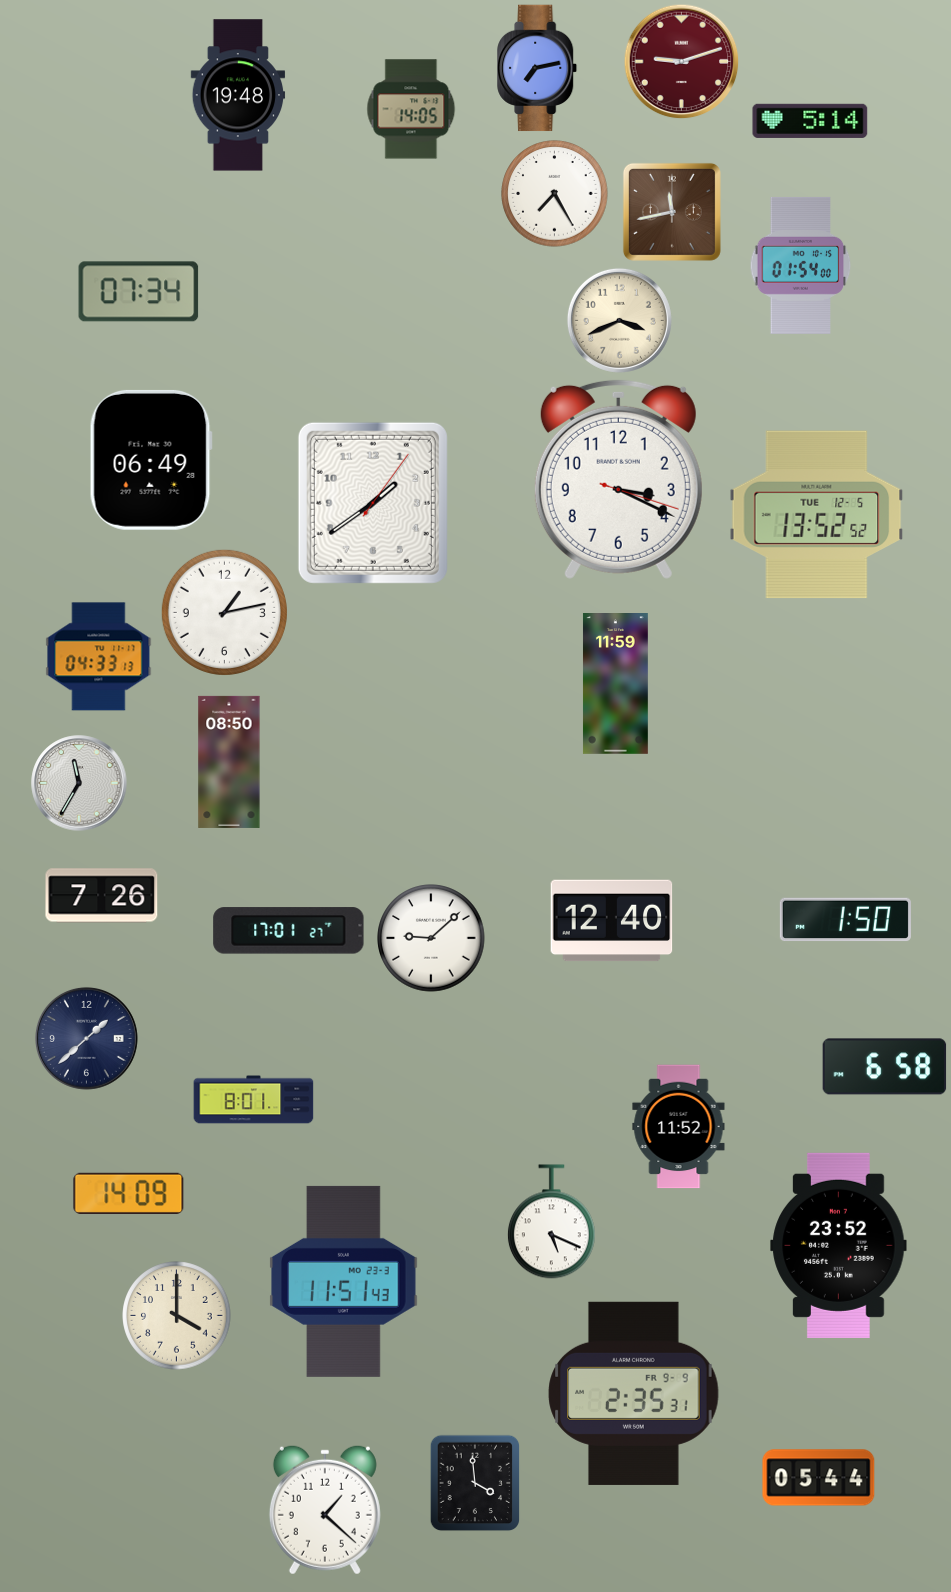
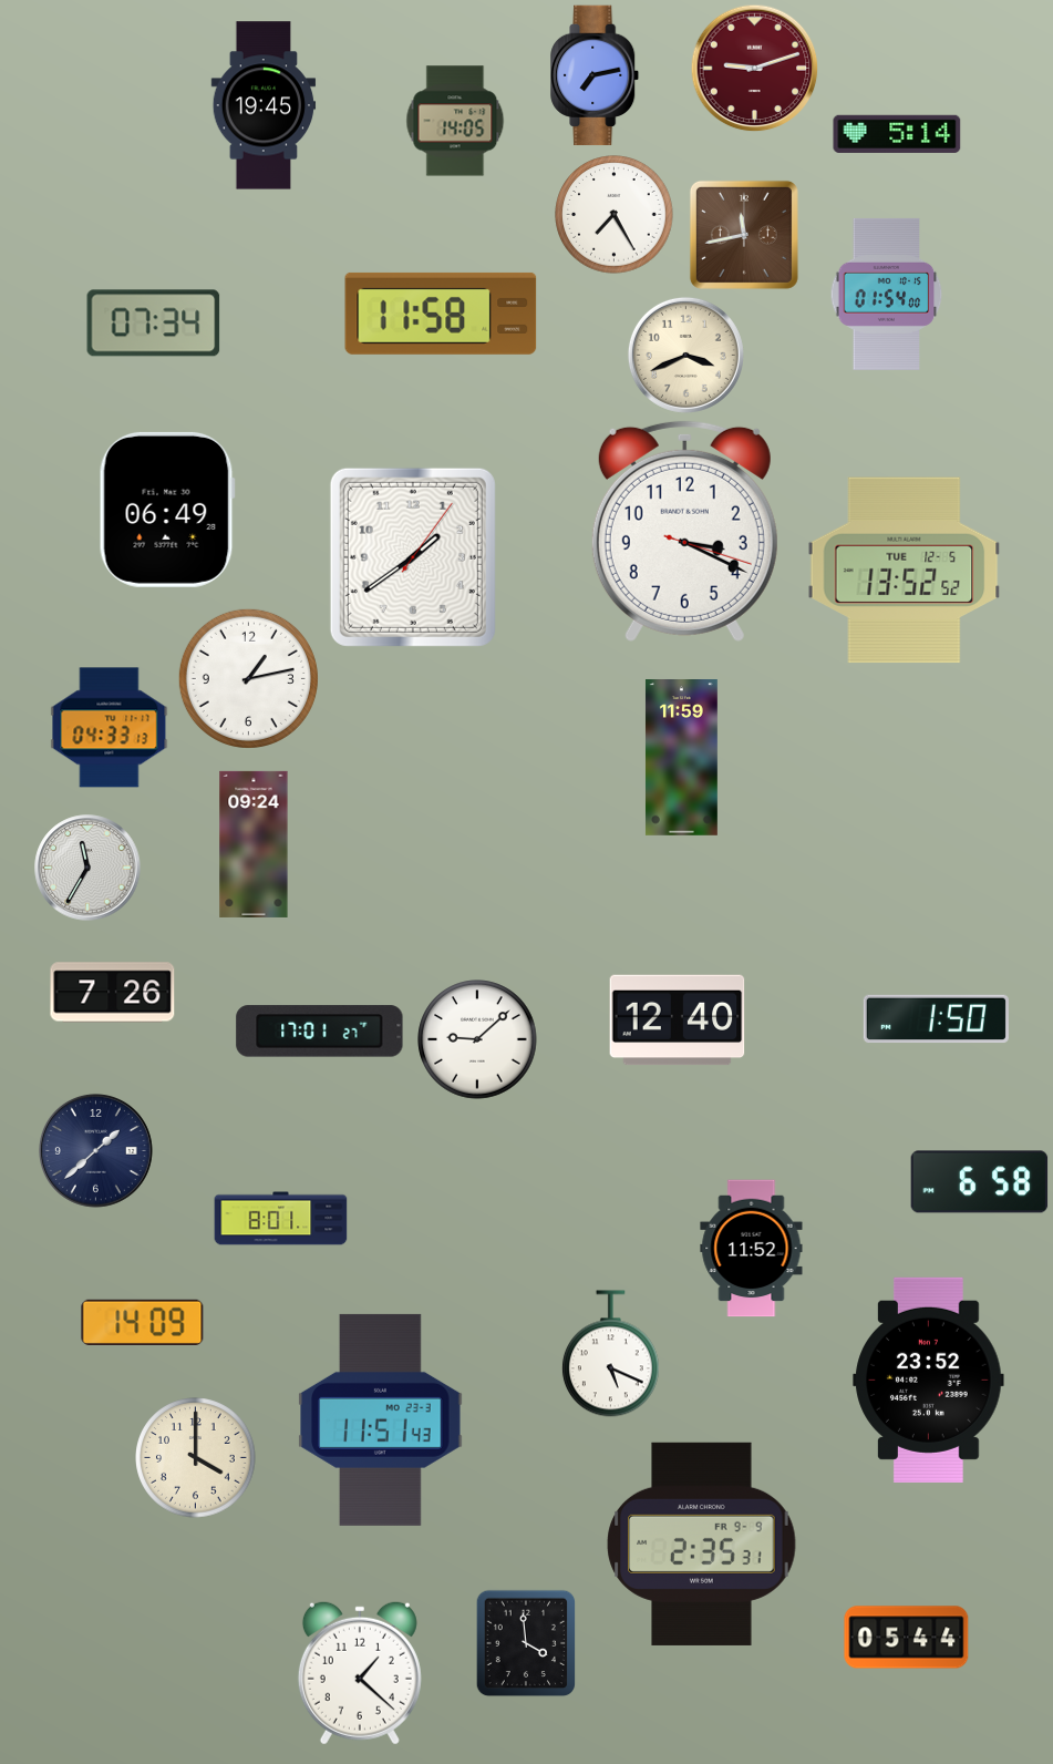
clock at (238, 95): 19:48 -> 19:45
clock at (441, 314): none -> 11:58
clock at (229, 762): 08:50 -> 09:24
